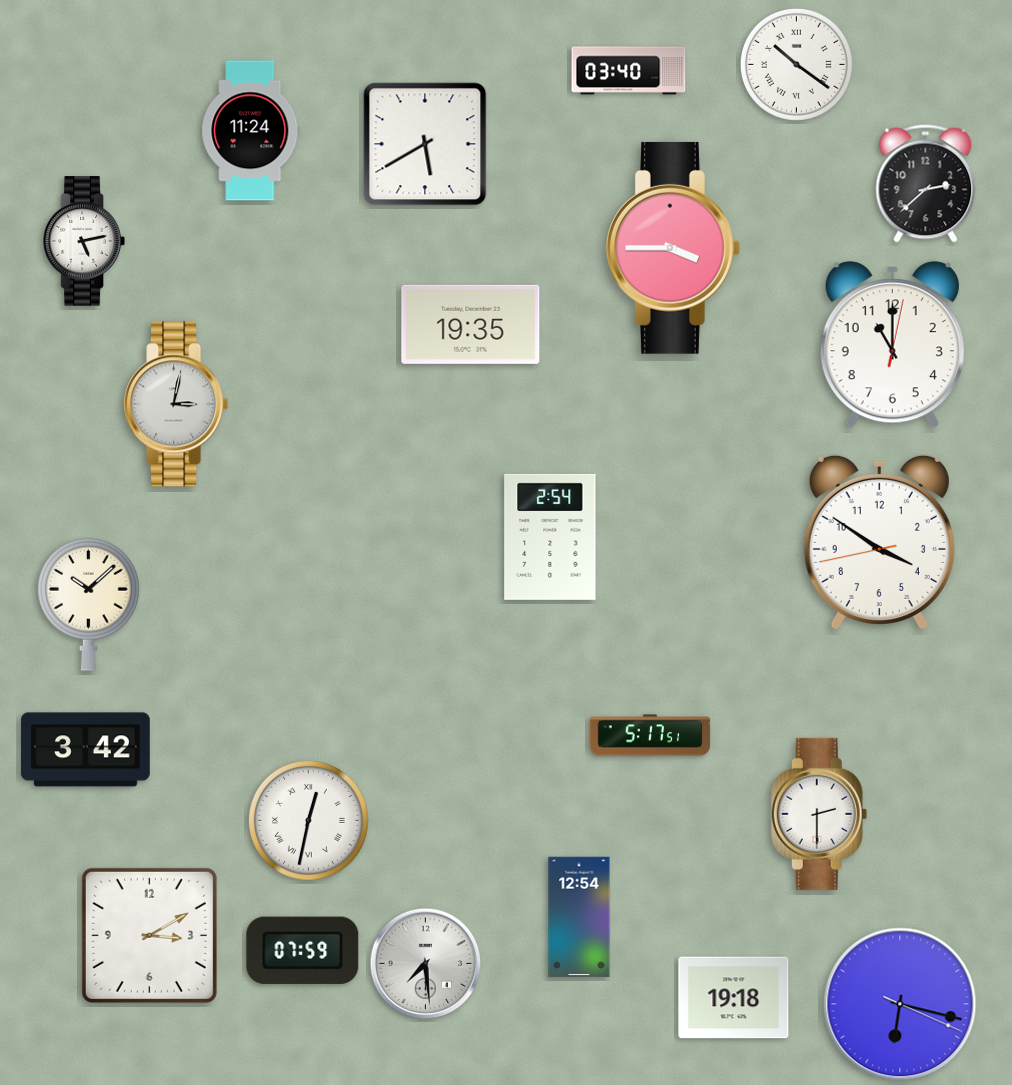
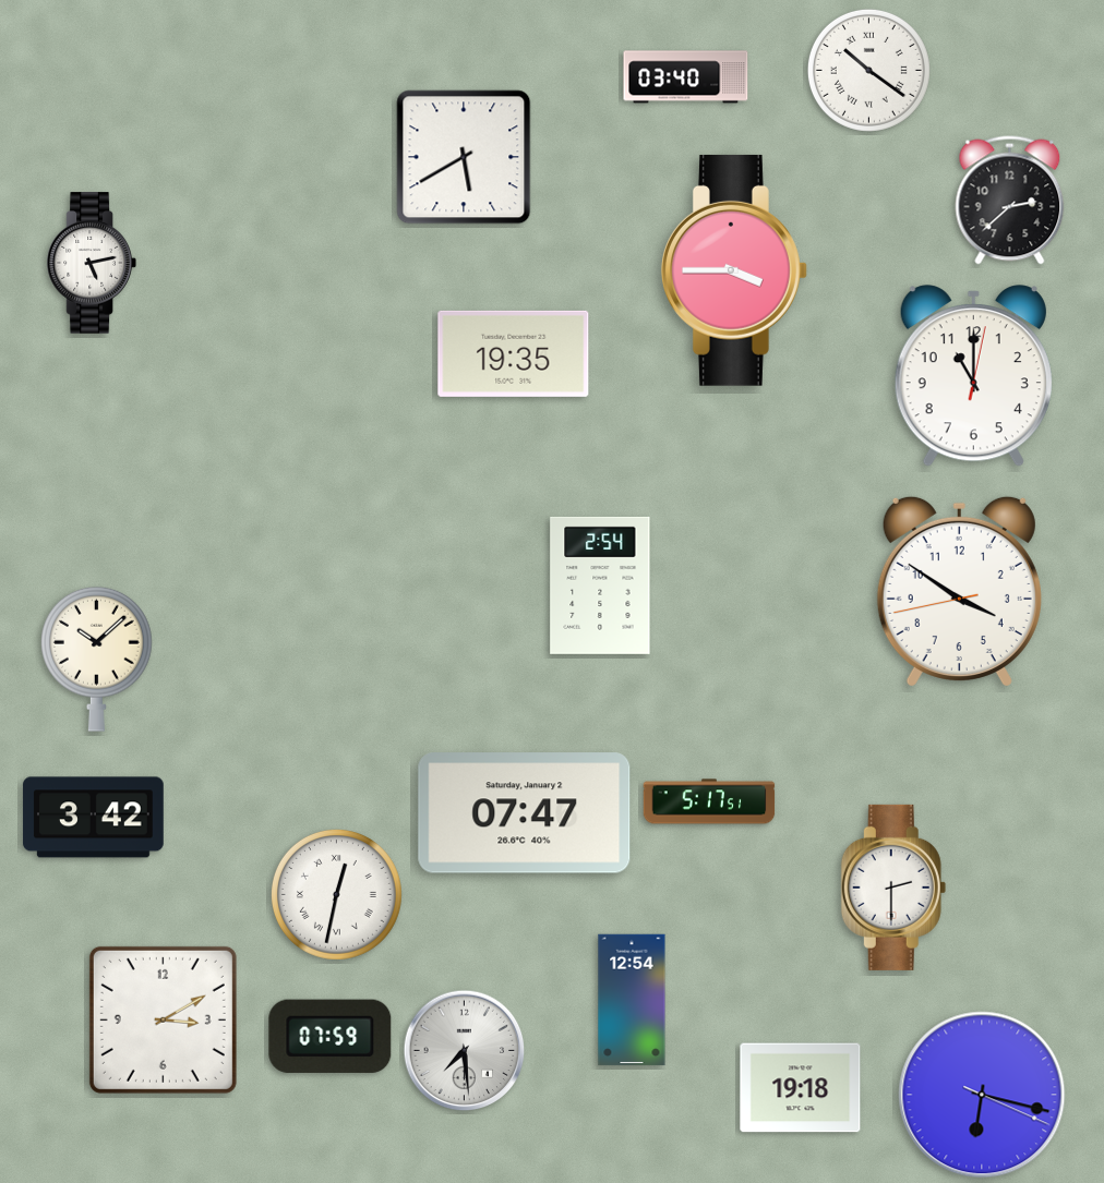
clock at (251, 131): 11:24 -> none
clock at (176, 404): 3:02 -> none
clock at (525, 813): none -> 07:47
